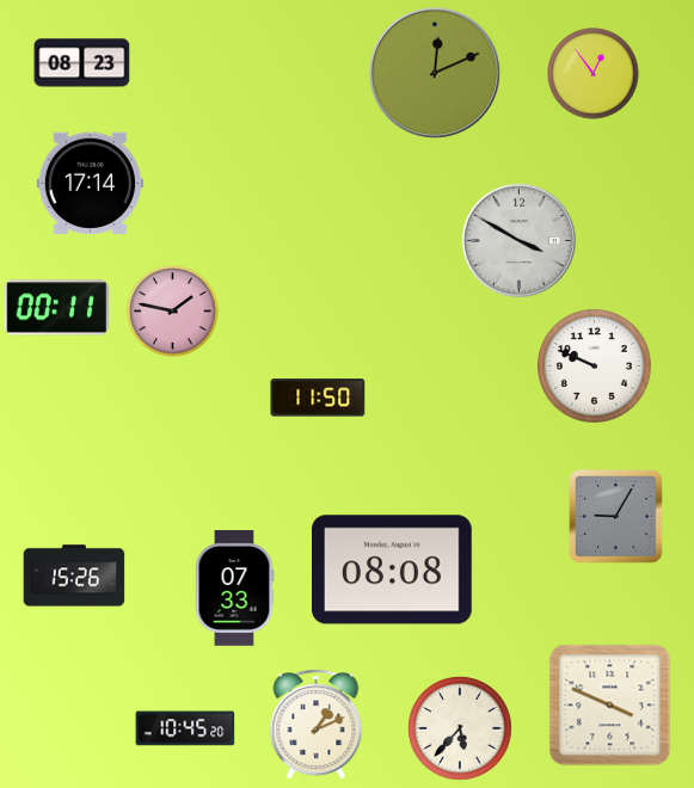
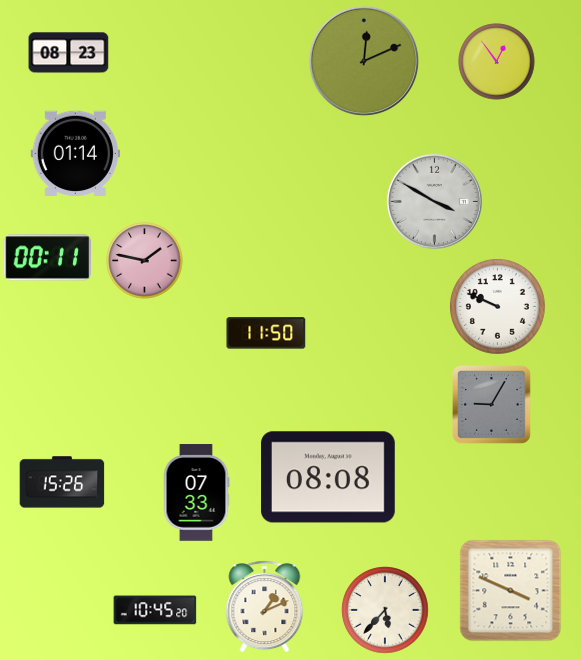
clock at (90, 183): 17:14 -> 01:14
clock at (616, 517) position: (616, 517) -> (492, 405)
